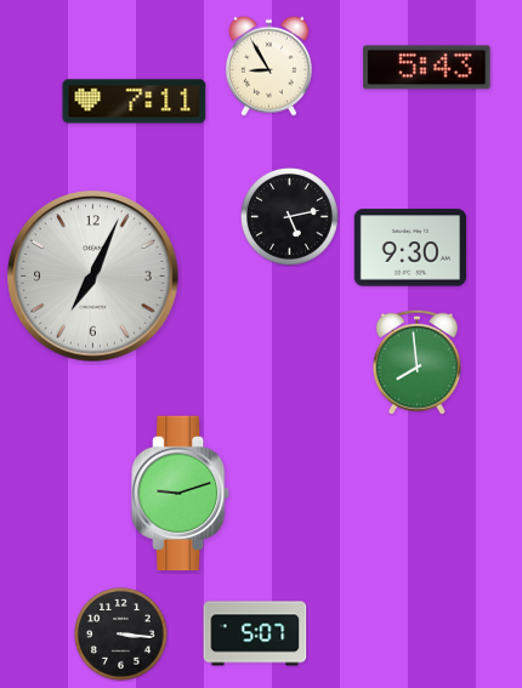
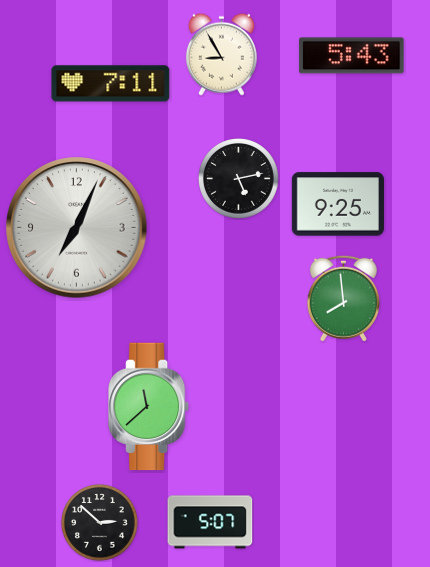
clock at (410, 248): 9:30 -> 9:25
clock at (181, 494): 9:12 -> 11:38
clock at (121, 635): 3:16 -> 2:52
